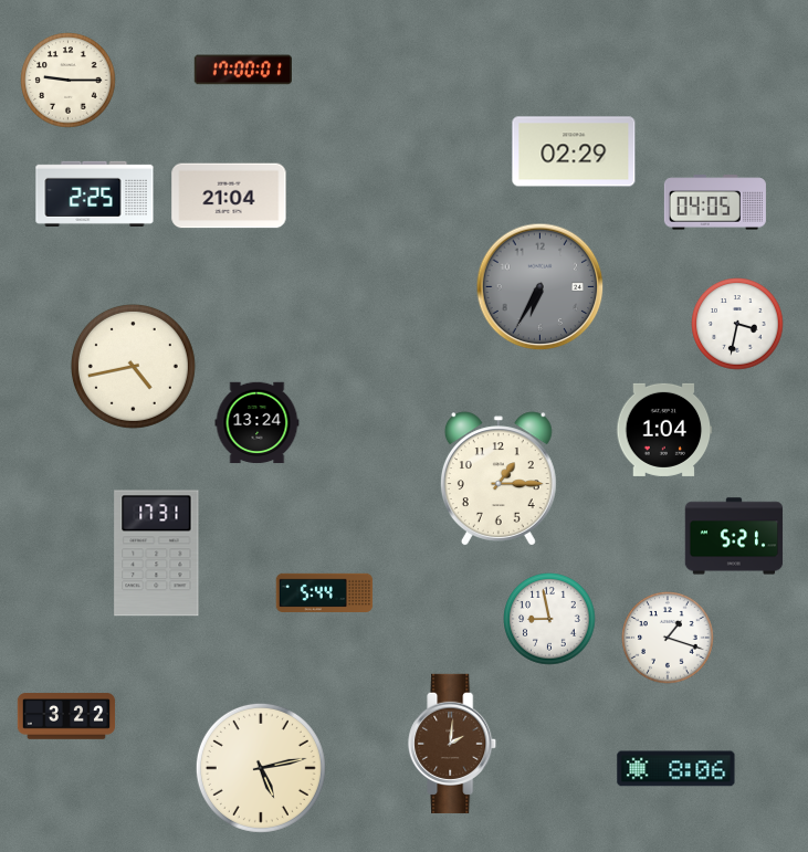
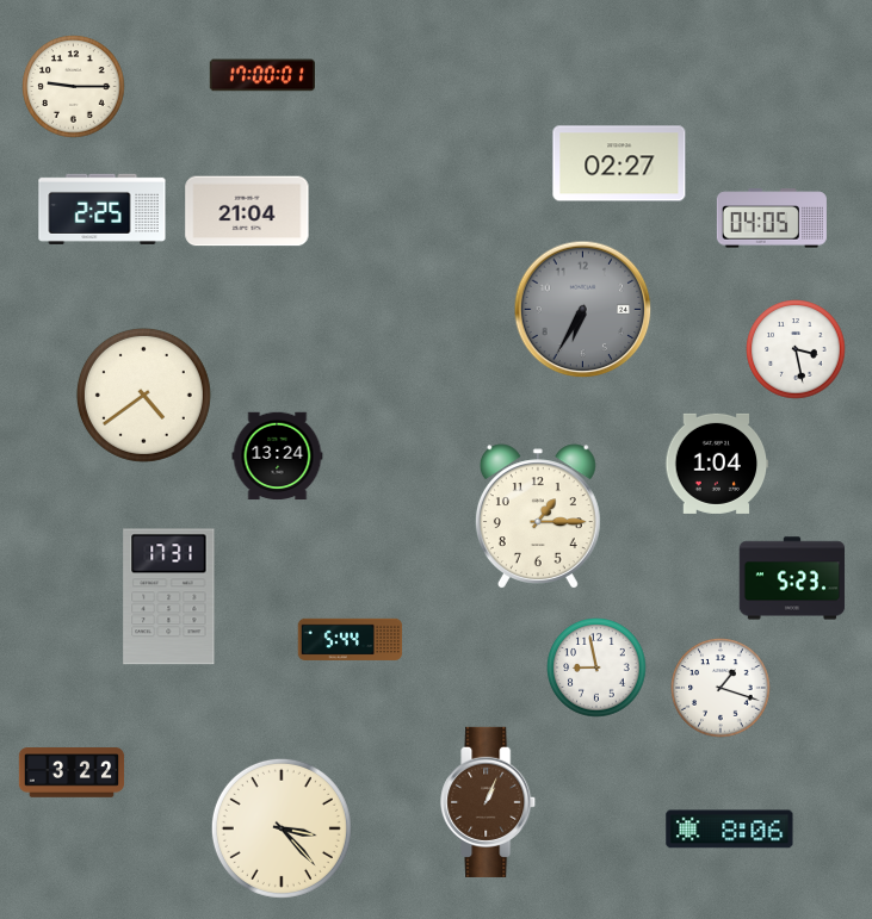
clock at (574, 151): 02:29 -> 02:27
clock at (737, 324): 3:32 -> 3:28
clock at (133, 366): 4:43 -> 4:39
clock at (734, 536): 5:21 -> 5:23
clock at (549, 619) position: (549, 619) -> (596, 667)
clock at (453, 744): 2:01 -> 1:04
clock at (261, 768): 5:13 -> 3:23
